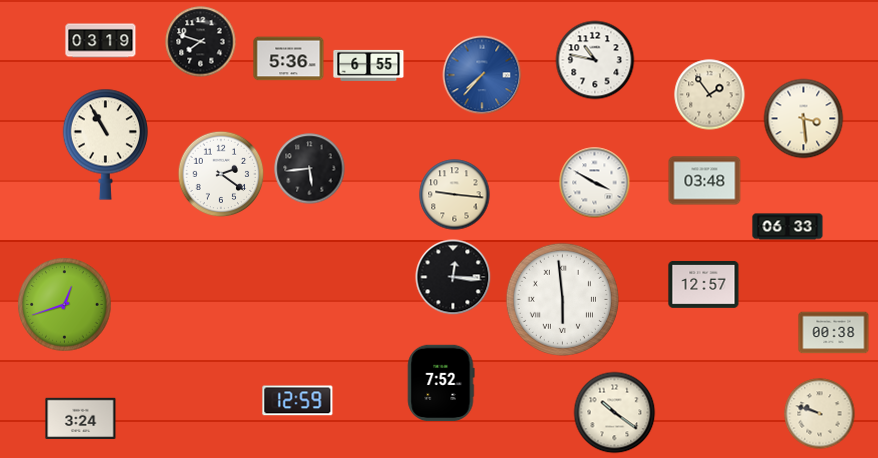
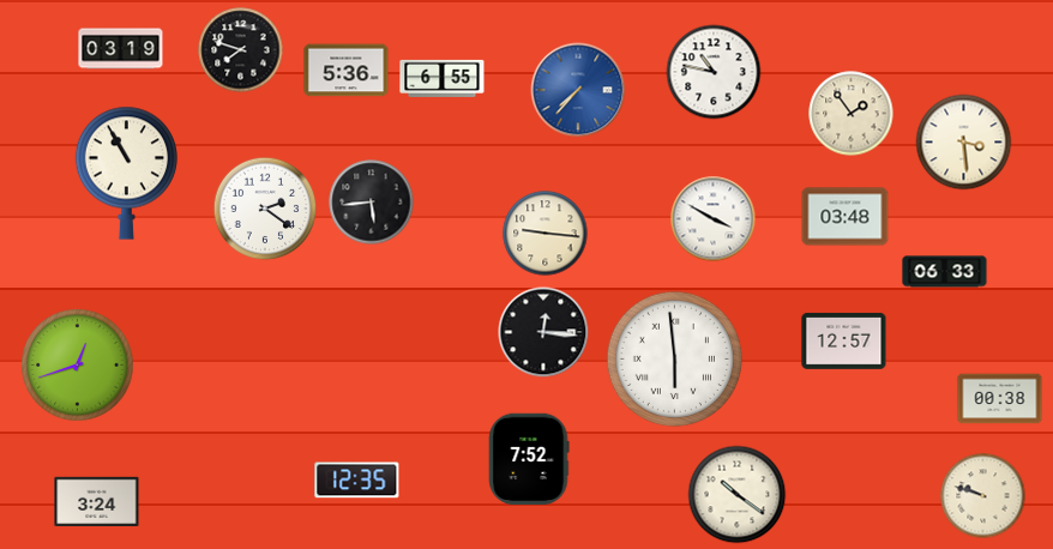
clock at (298, 401): 12:59 -> 12:35
